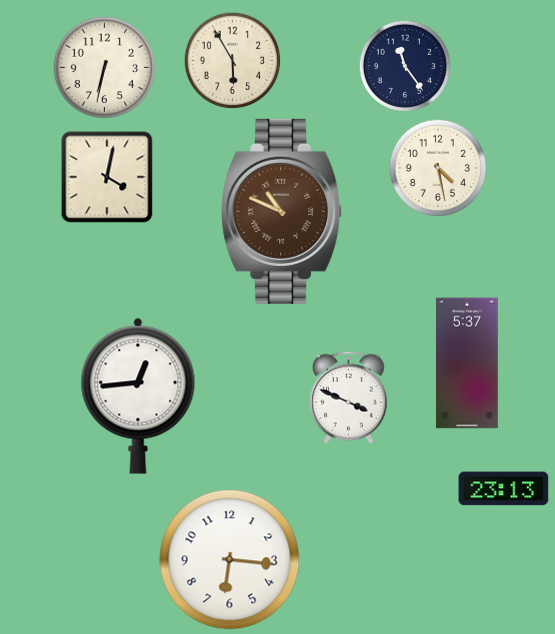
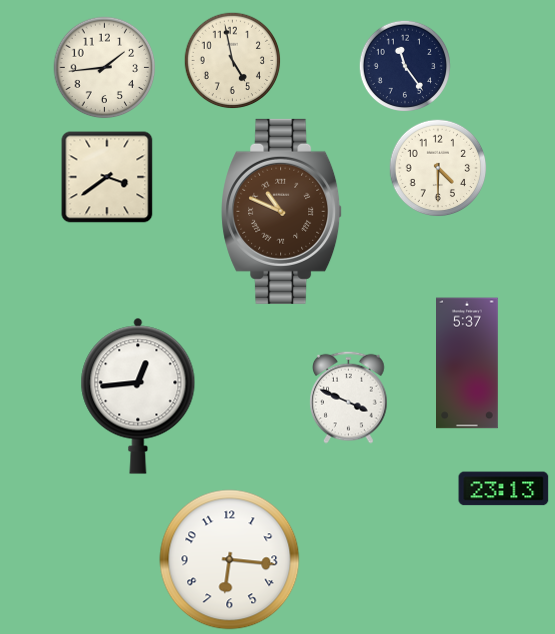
clock at (232, 60): 5:55 -> 4:58
clock at (105, 68): 6:32 -> 1:44
clock at (438, 168): 4:28 -> 4:30
clock at (107, 177): 4:02 -> 3:39
